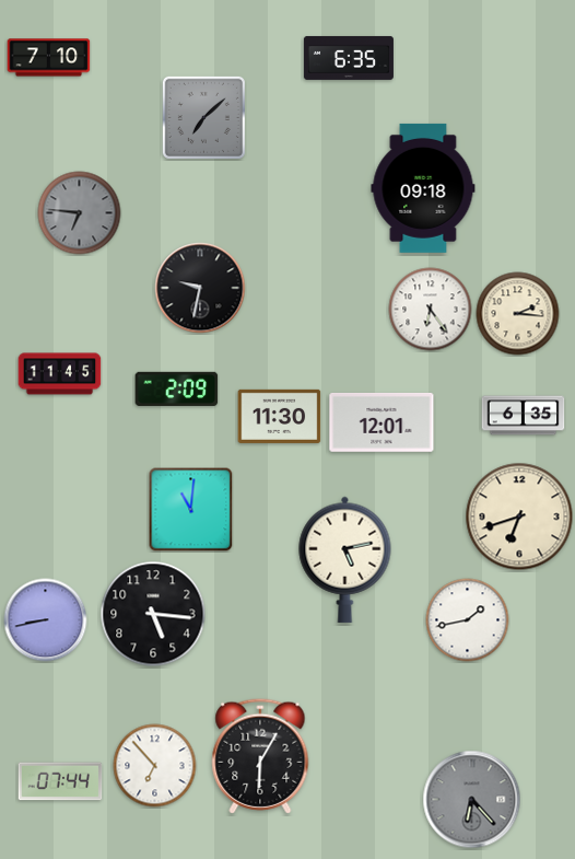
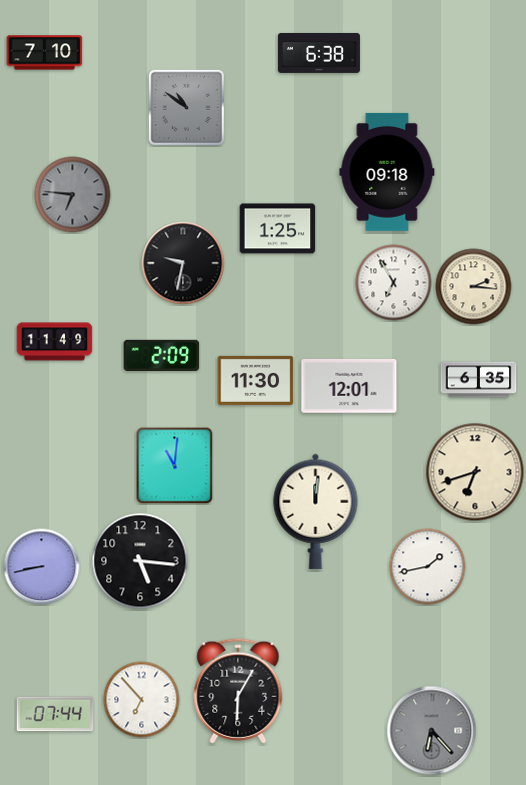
clock at (349, 58): 6:35 -> 6:38
clock at (203, 117): 7:08 -> 10:51
clock at (278, 229): none -> 1:25
clock at (431, 310): 6:24 -> 6:55
clock at (60, 374): 11:45 -> 11:49
clock at (345, 559): 5:13 -> 12:01
